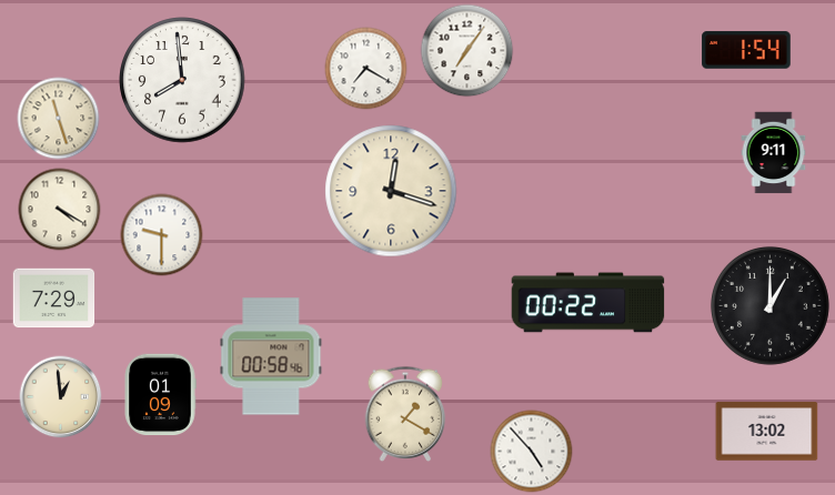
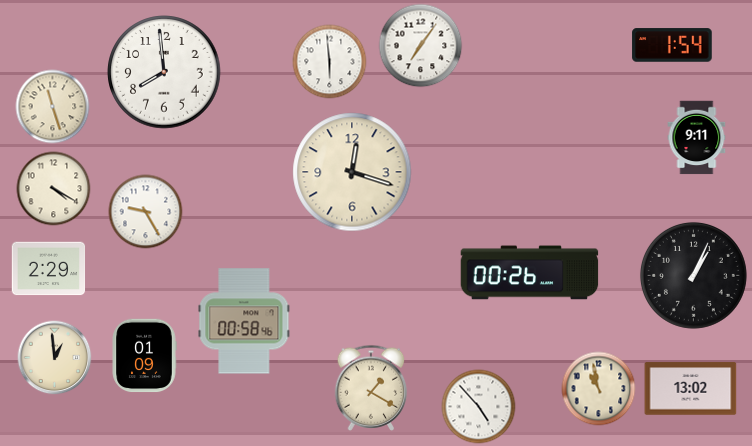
clock at (366, 69): 7:20 -> 5:59
clock at (162, 235): 9:30 -> 9:25
clock at (54, 299): 7:29 -> 2:29
clock at (588, 303): 00:22 -> 00:26
clock at (769, 305): 1:00 -> 1:04
clock at (405, 414) position: (405, 414) -> (371, 388)
clock at (599, 389): none -> 10:58
